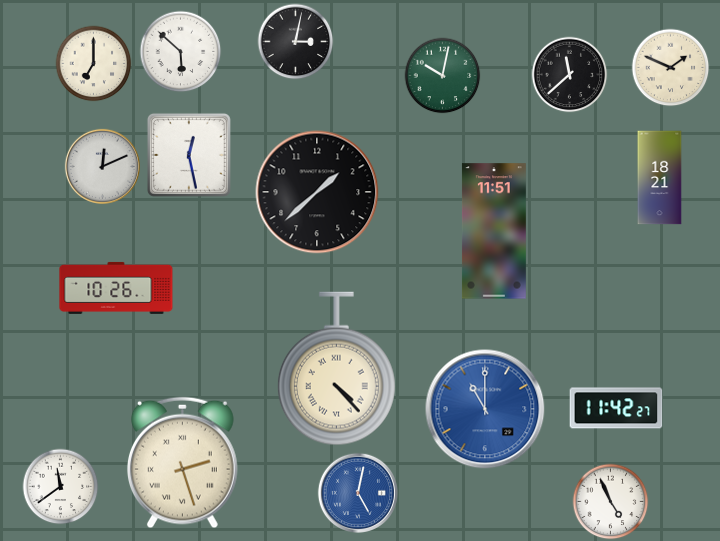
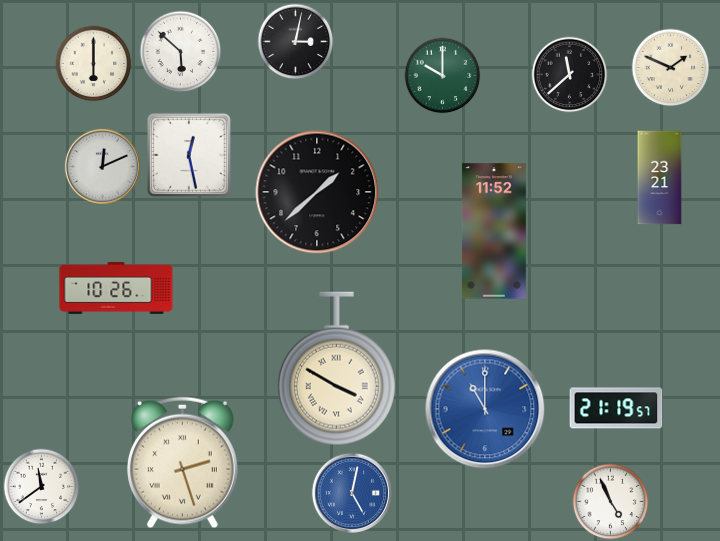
clock at (94, 64): 7:00 -> 6:00
clock at (443, 76): 10:02 -> 10:00
clock at (660, 178): 18:21 -> 23:21
clock at (494, 231): 11:51 -> 11:52
clock at (336, 369): 4:23 -> 3:50
clock at (616, 408): 11:42 -> 21:19
clock at (61, 487) position: (61, 487) -> (42, 487)
clock at (357, 492) position: (357, 492) -> (351, 492)
